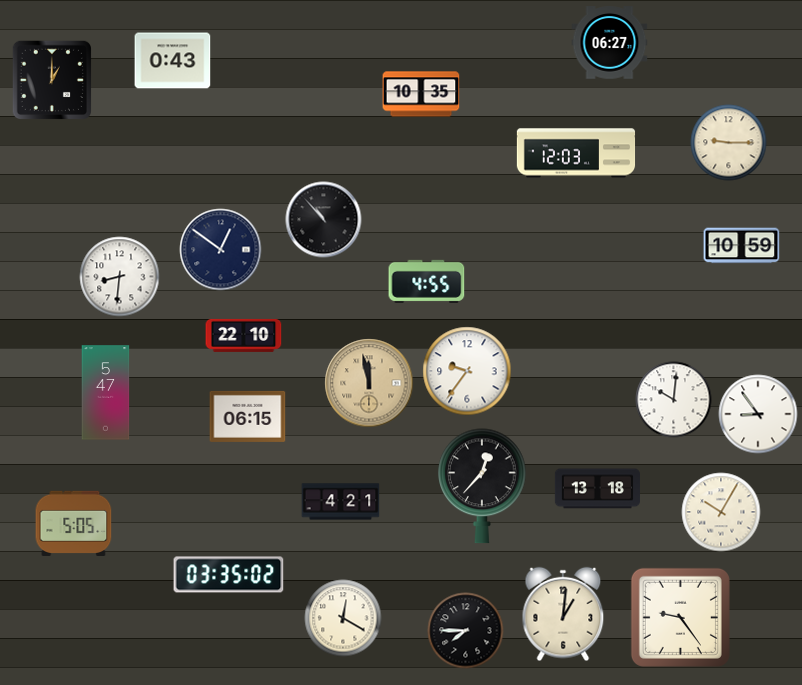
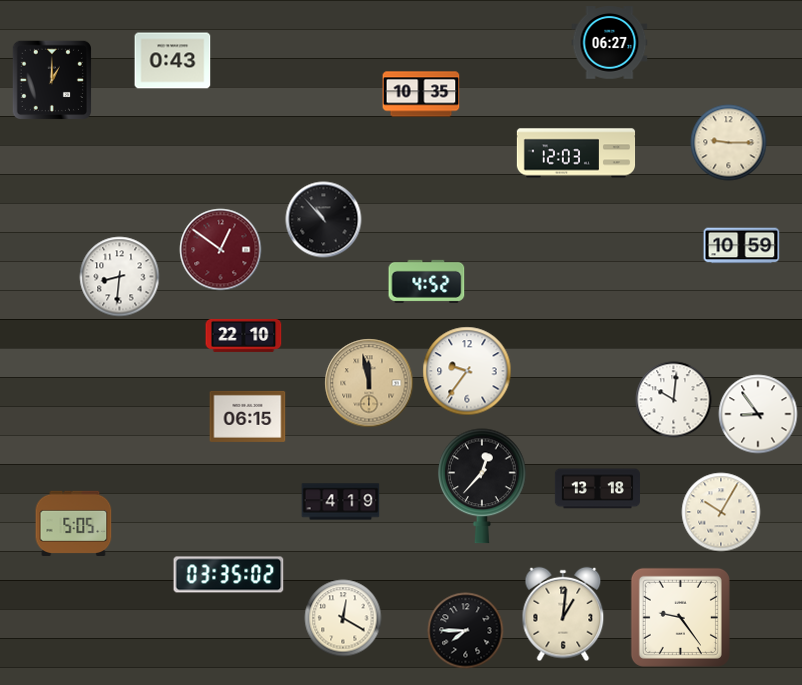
clock at (221, 250) dial: navy -> burgundy
clock at (427, 281): 4:55 -> 4:52
clock at (106, 393): 5:47 -> none
clock at (341, 502): 4:21 -> 4:19
